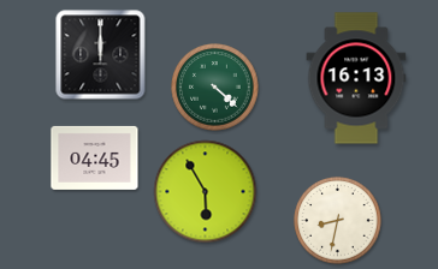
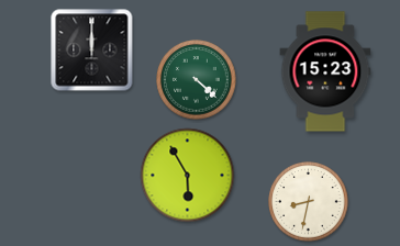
clock at (356, 78): 16:13 -> 15:23
clock at (95, 157): 04:45 -> none
